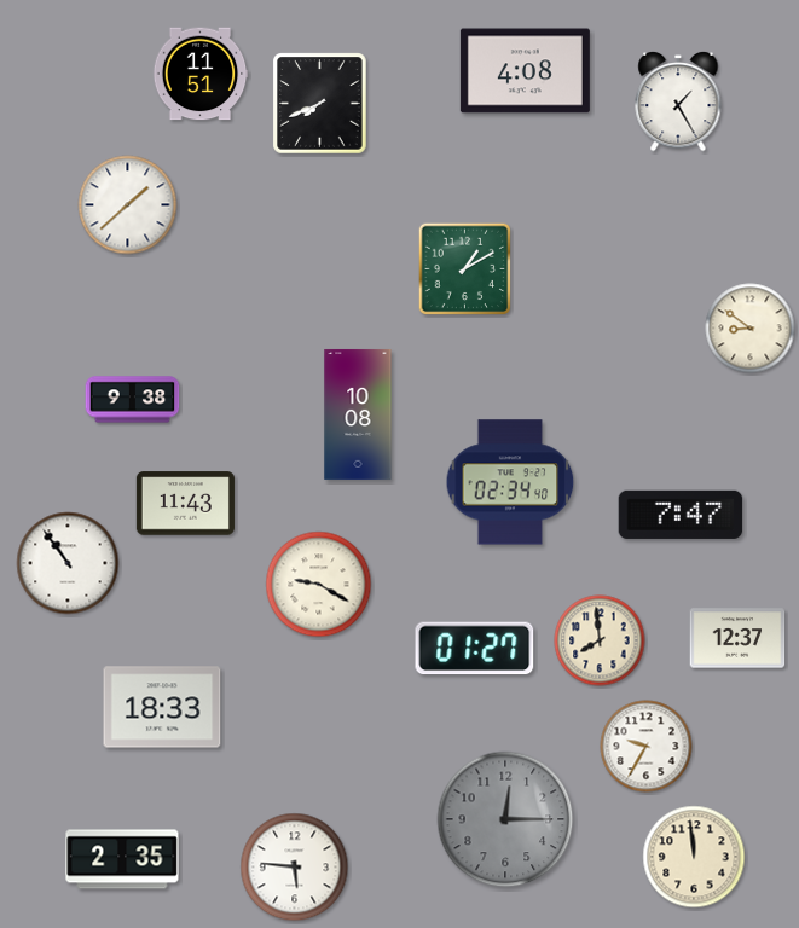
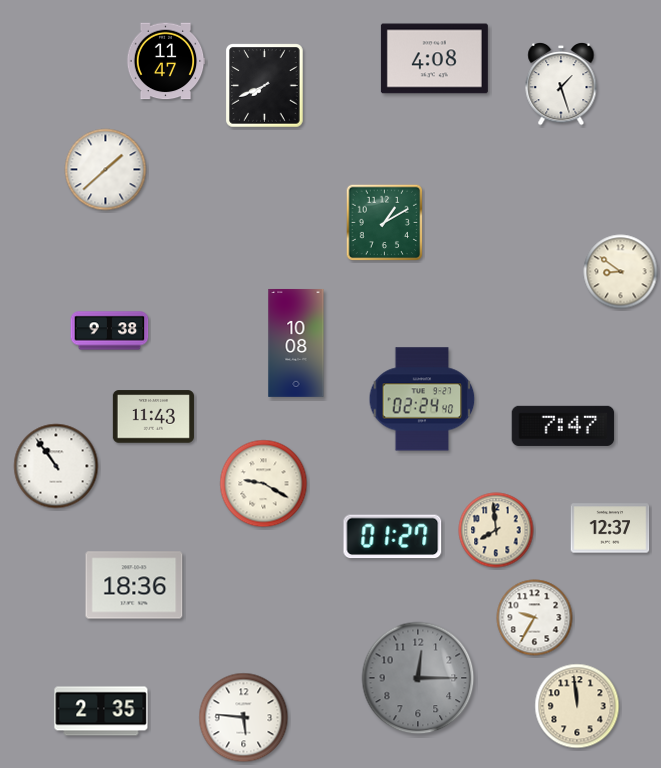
clock at (201, 74): 11:51 -> 11:47
clock at (678, 101): 1:25 -> 1:27
clock at (510, 482): 02:34 -> 02:24
clock at (162, 707): 18:33 -> 18:36
clock at (694, 857) position: (694, 857) -> (577, 706)
